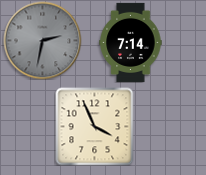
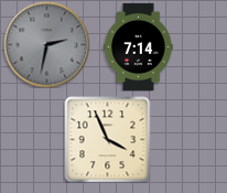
clock at (131, 42) position: (131, 42) -> (139, 46)
clock at (94, 126) position: (94, 126) -> (107, 139)
